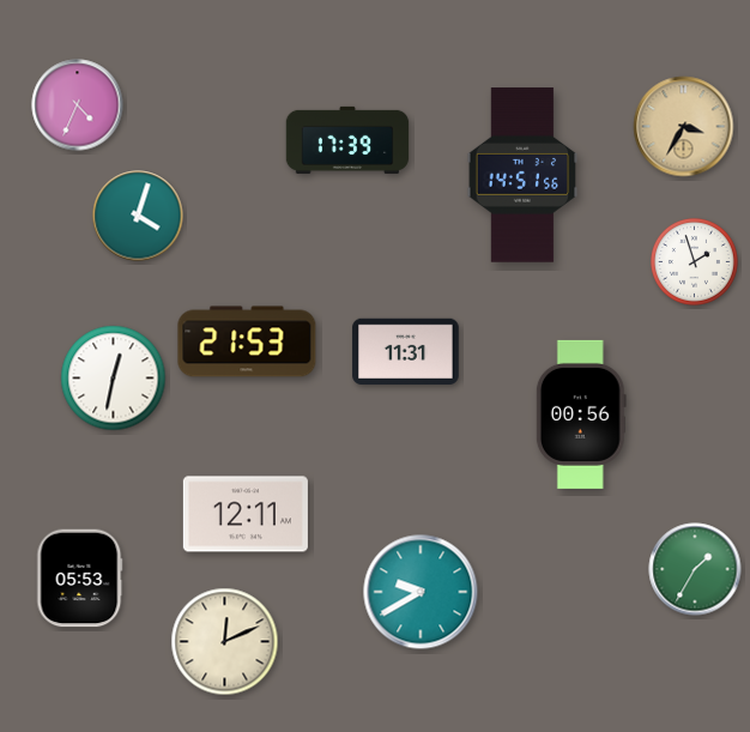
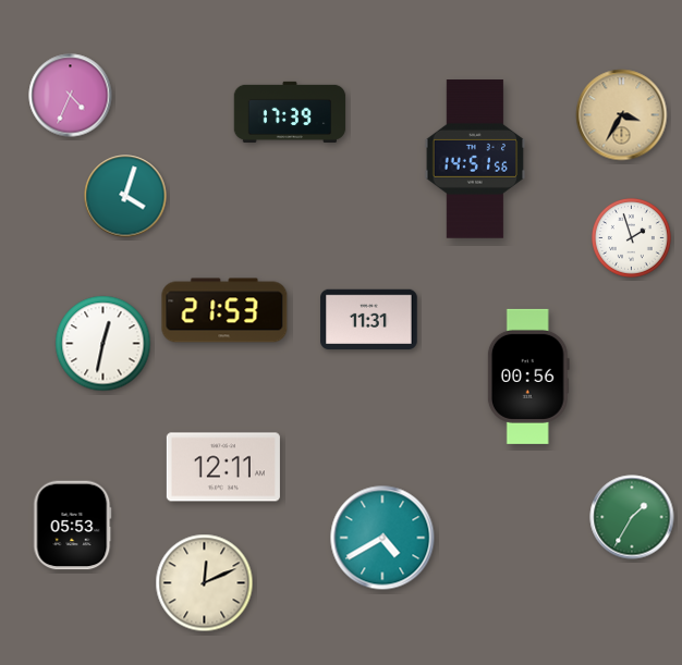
clock at (347, 140) position: (347, 140) -> (290, 112)
clock at (421, 592): 9:40 -> 4:40
